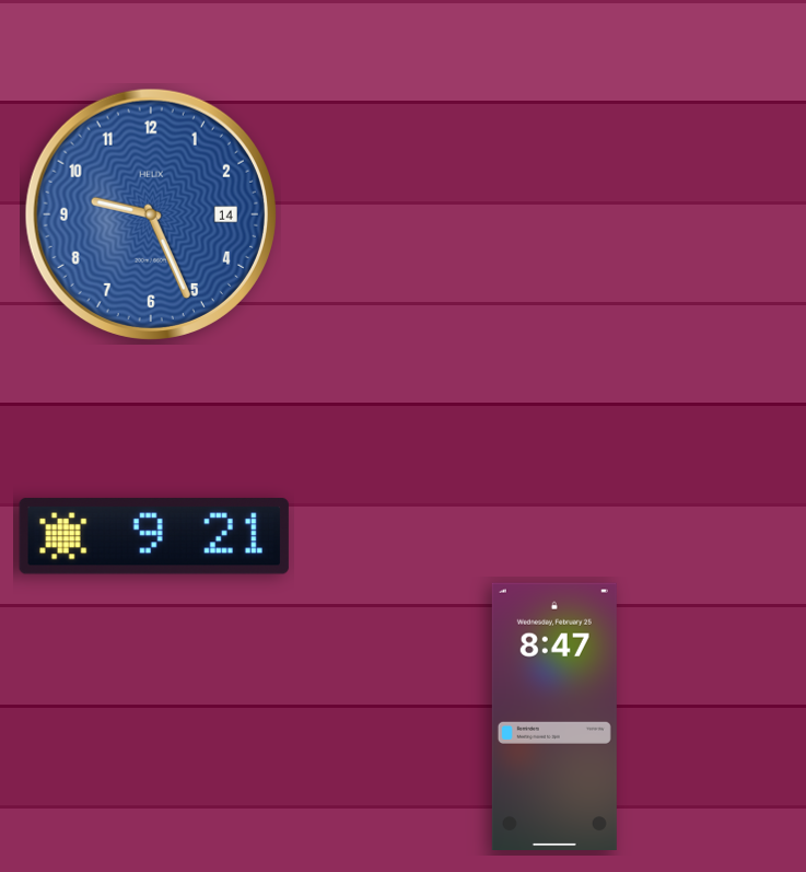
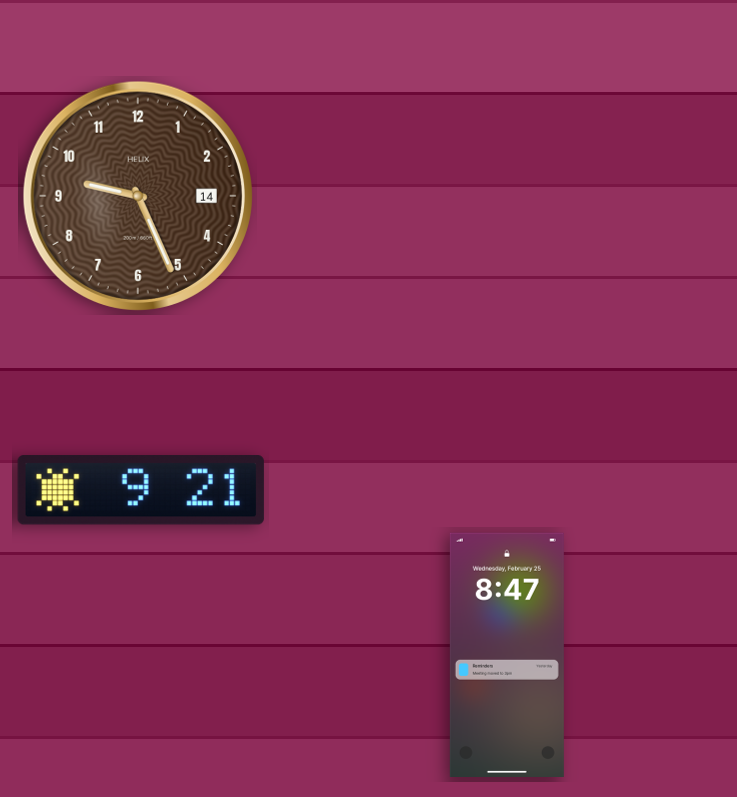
clock at (151, 214) dial: blue -> brown
